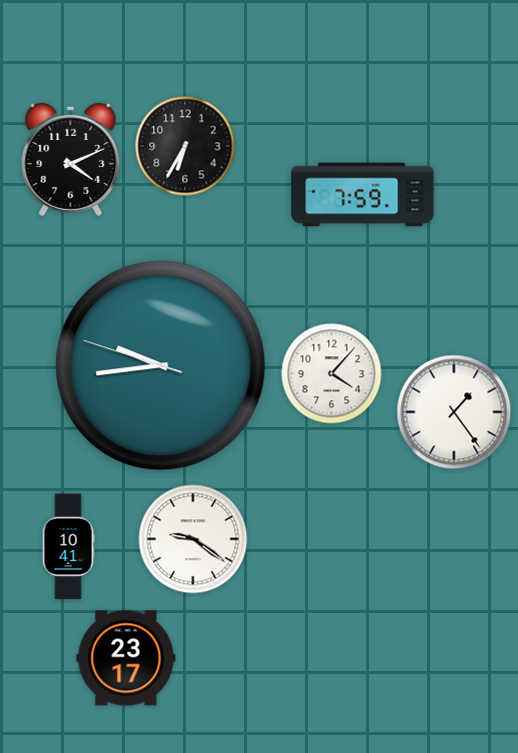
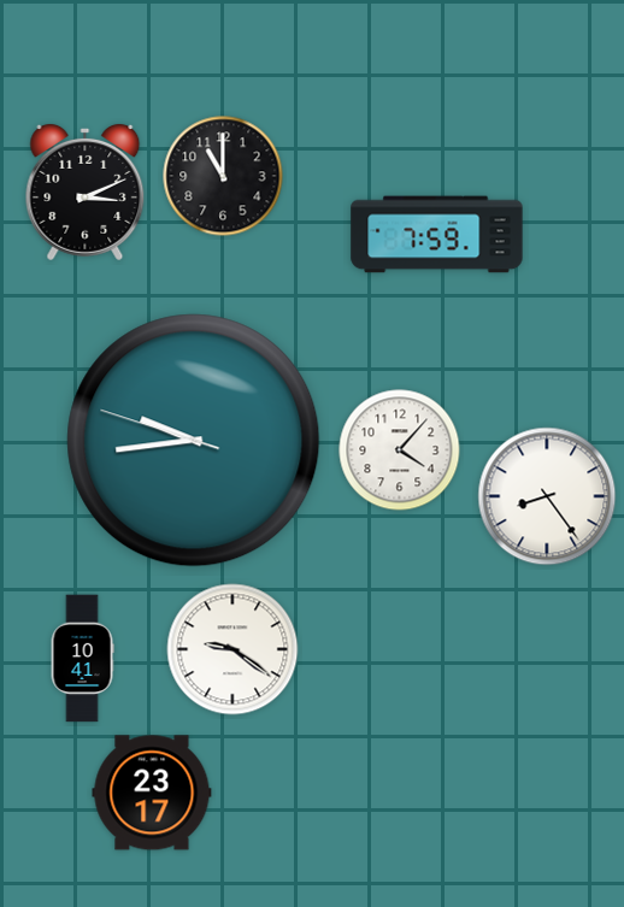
clock at (185, 146): 6:35 -> 11:00
clock at (71, 159): 4:11 -> 3:11
clock at (454, 412): 1:24 -> 8:24
